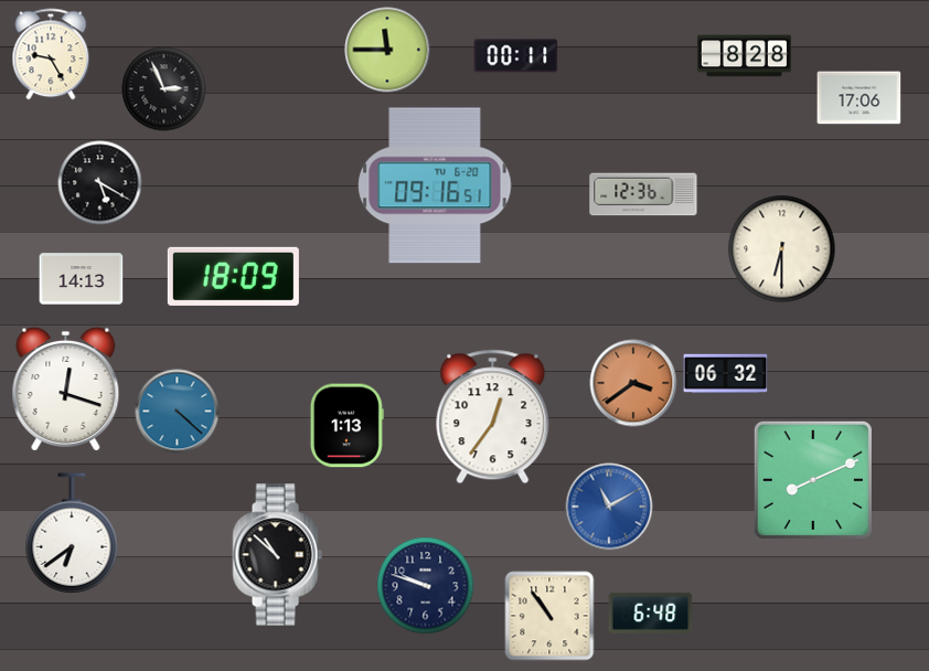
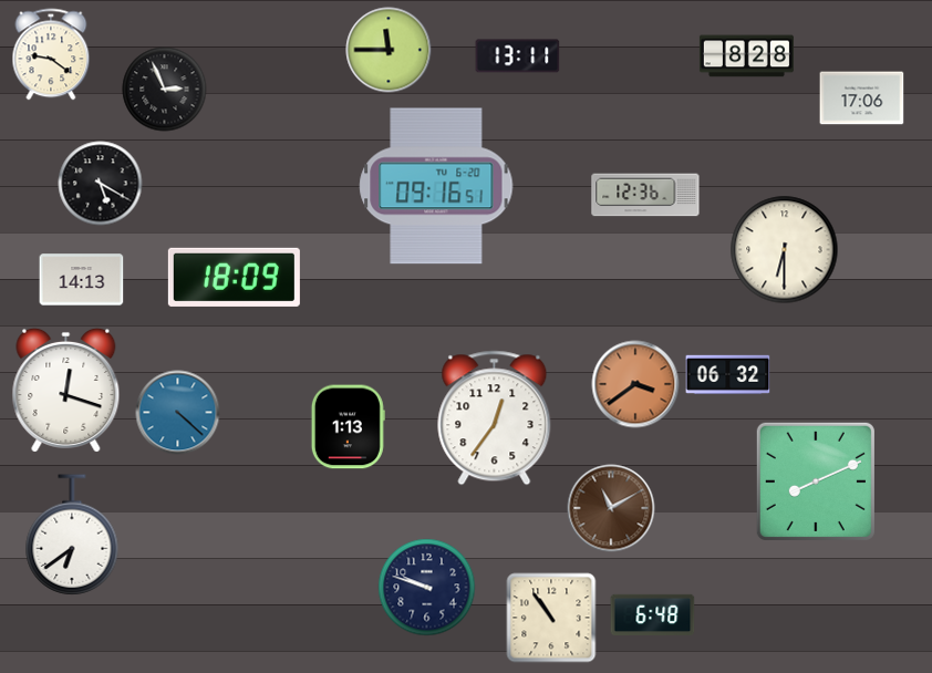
clock at (51, 54): 9:25 -> 9:21
clock at (516, 56): 00:11 -> 13:11
clock at (609, 507) dial: blue -> brown
clock at (277, 555): 10:52 -> none
